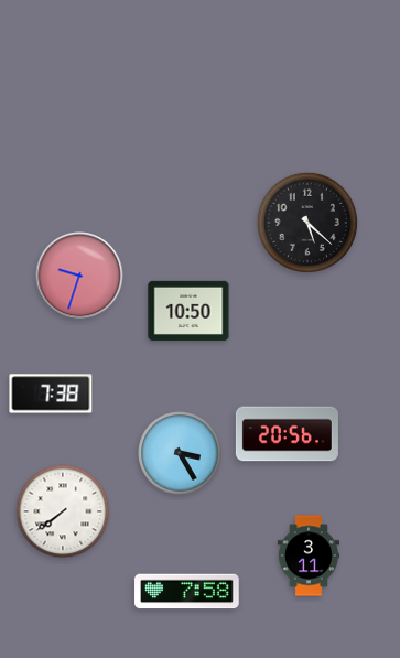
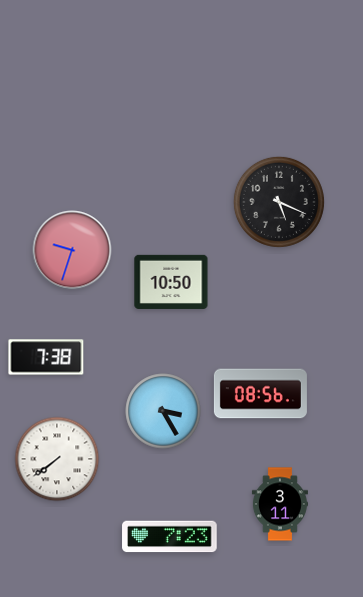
clock at (307, 223): 5:22 -> 5:19
clock at (287, 434): 20:56 -> 08:56
clock at (63, 511) position: (63, 511) -> (57, 459)
clock at (187, 592): 7:58 -> 7:23
